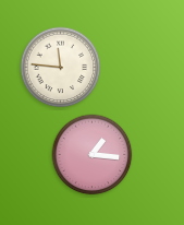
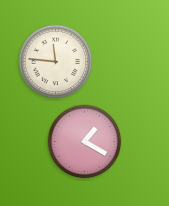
clock at (93, 155): 1:16 -> 1:20
